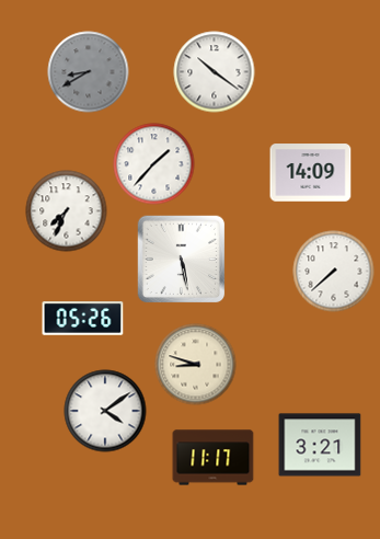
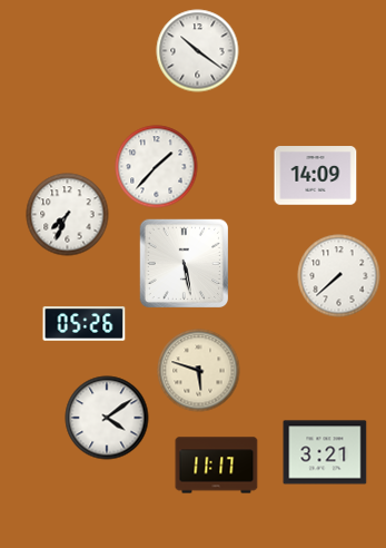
clock at (89, 72): 8:40 -> none
clock at (215, 72) position: (215, 72) -> (198, 51)
clock at (196, 365): 8:48 -> 5:48
